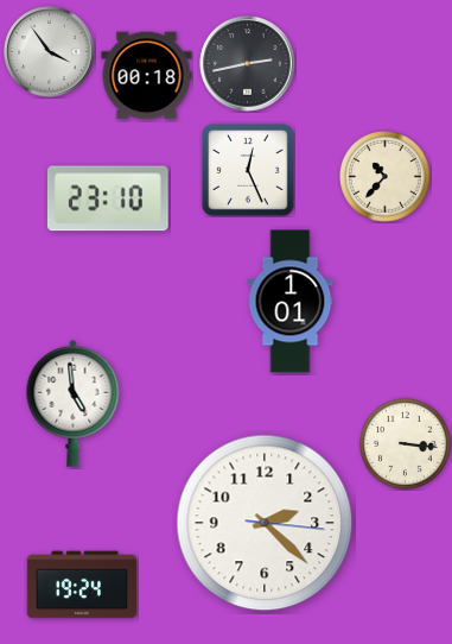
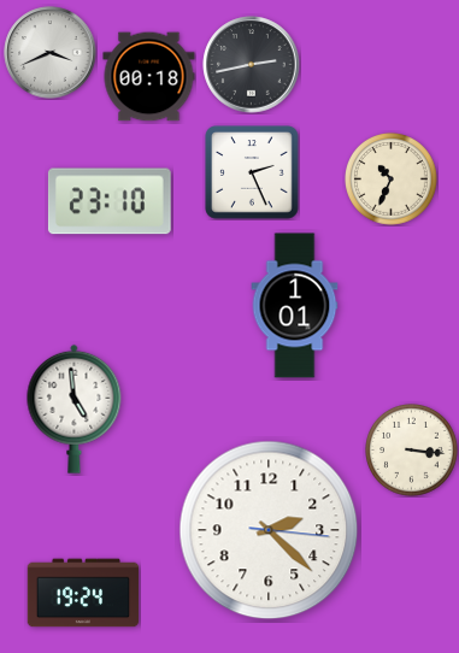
clock at (50, 52): 3:54 -> 3:41
clock at (248, 170): 12:26 -> 2:26
clock at (386, 177): 10:37 -> 10:34
